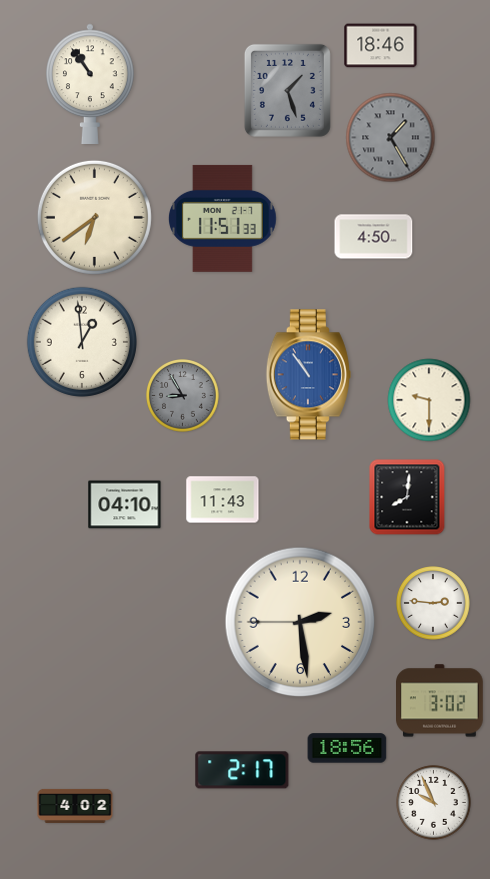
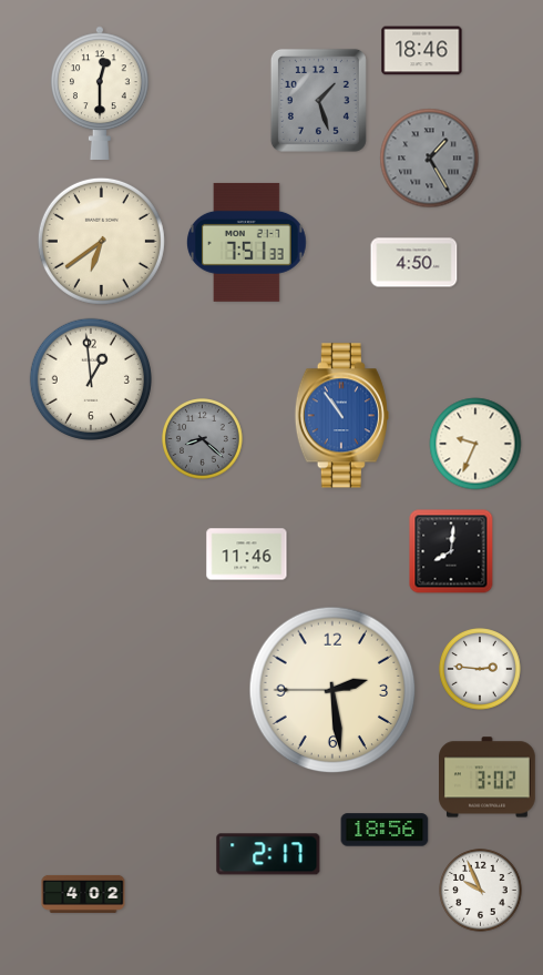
clock at (91, 83): 10:54 -> 12:30
clock at (391, 138) position: (391, 138) -> (430, 159)
clock at (94, 217) position: (94, 217) -> (101, 241)
clock at (222, 218): 11:51 -> 7:51
clock at (183, 396): 8:55 -> 8:22
clock at (429, 400): 9:30 -> 9:34
clock at (223, 500): 11:43 -> 11:46
clock at (125, 505): 04:10 -> none
